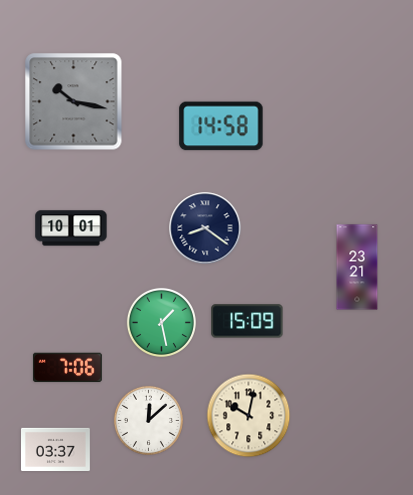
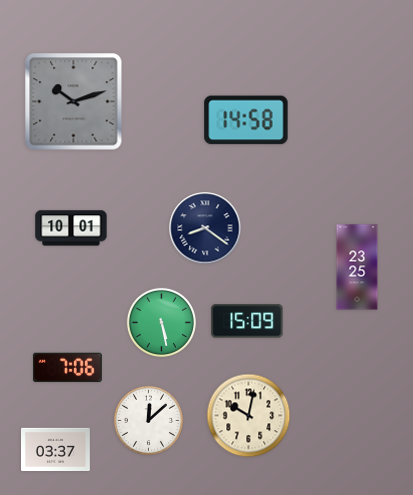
clock at (74, 102): 10:17 -> 10:12
clock at (221, 126) position: (221, 126) -> (246, 120)
clock at (357, 267): 23:21 -> 23:25
clock at (161, 322): 1:28 -> 5:28
